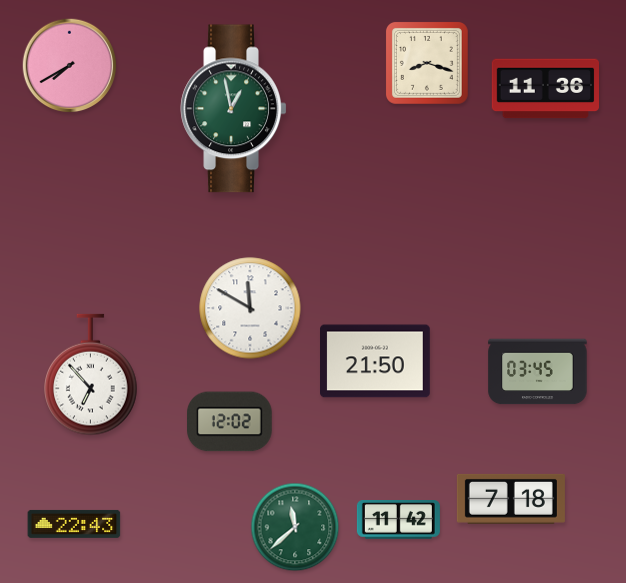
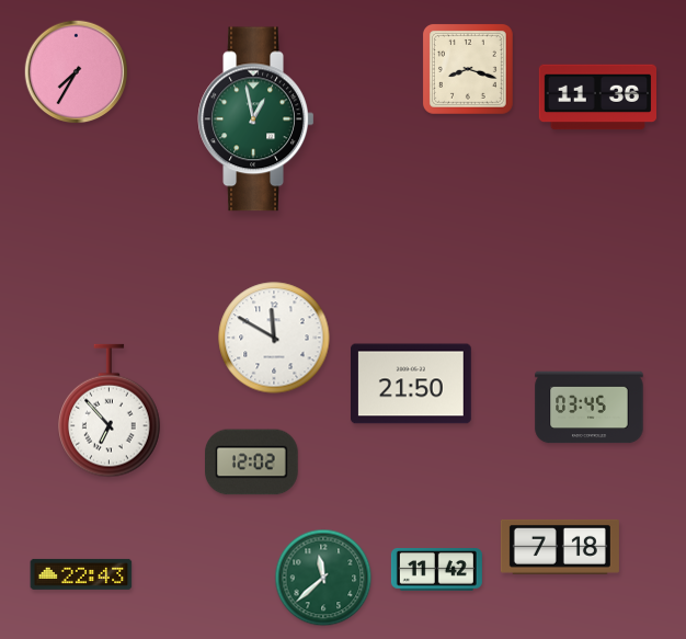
clock at (70, 66): 7:40 -> 7:35
clock at (376, 361) position: (376, 361) -> (412, 384)
clock at (91, 375) position: (91, 375) -> (110, 411)
